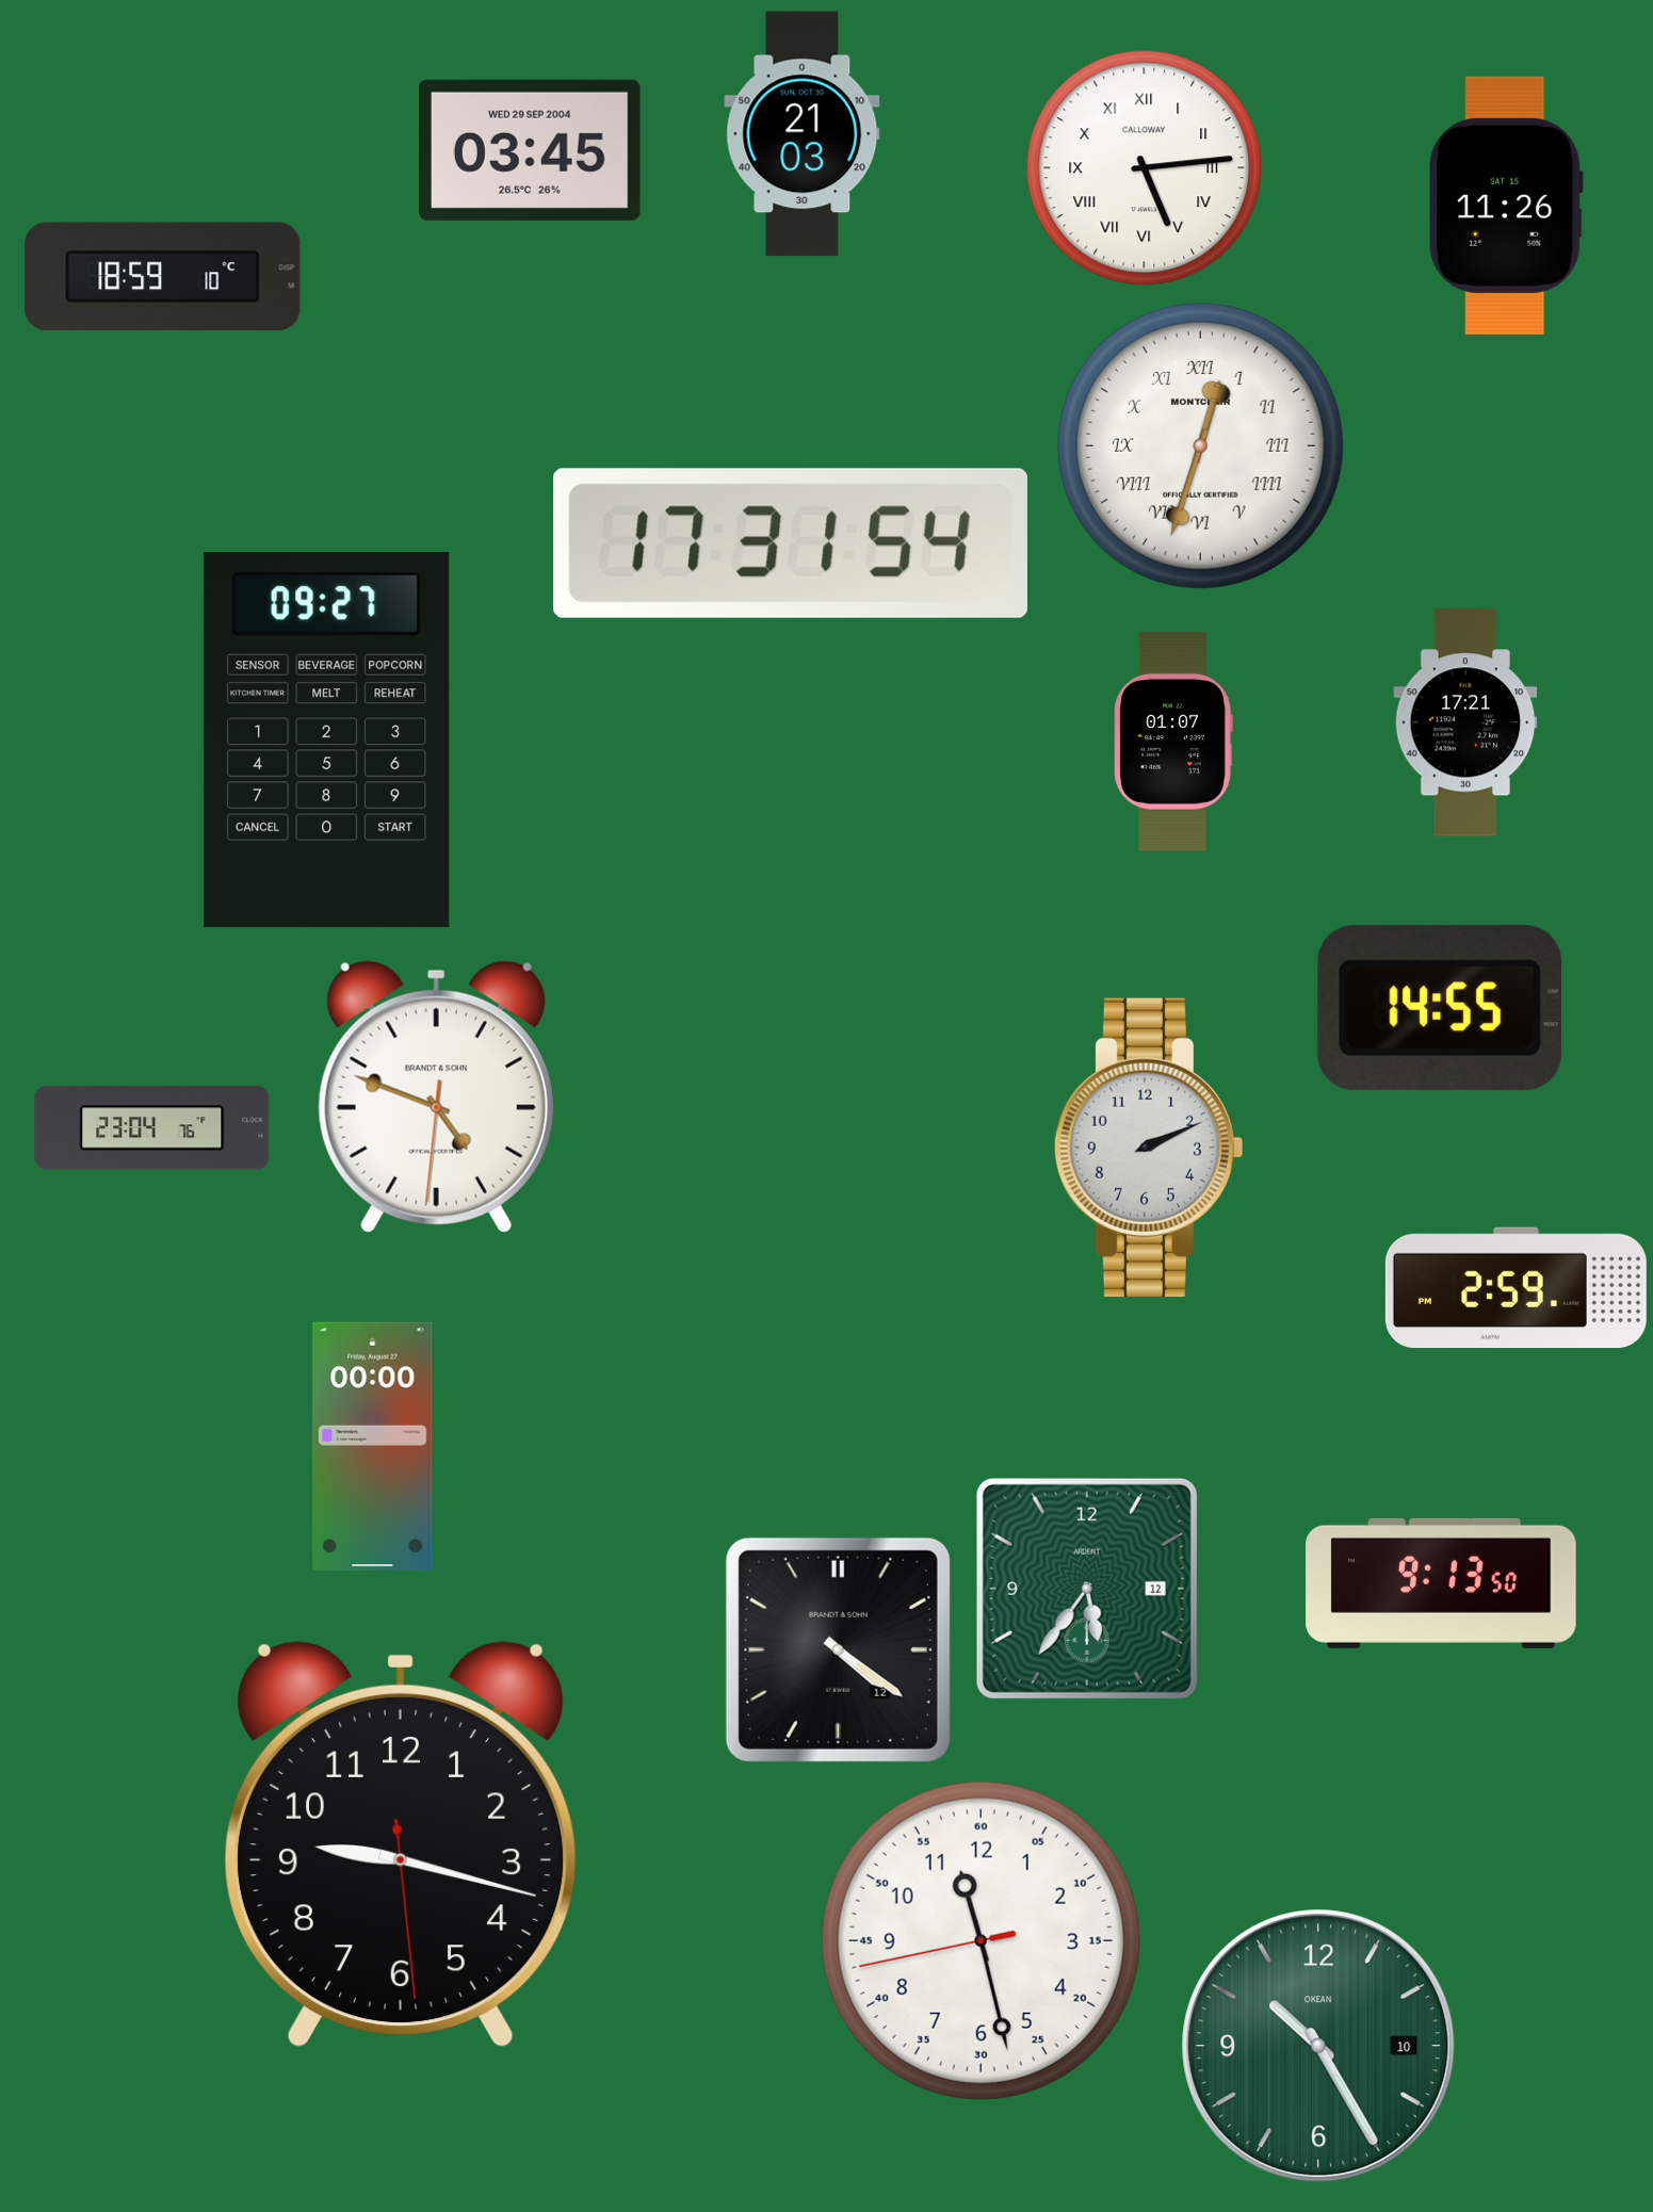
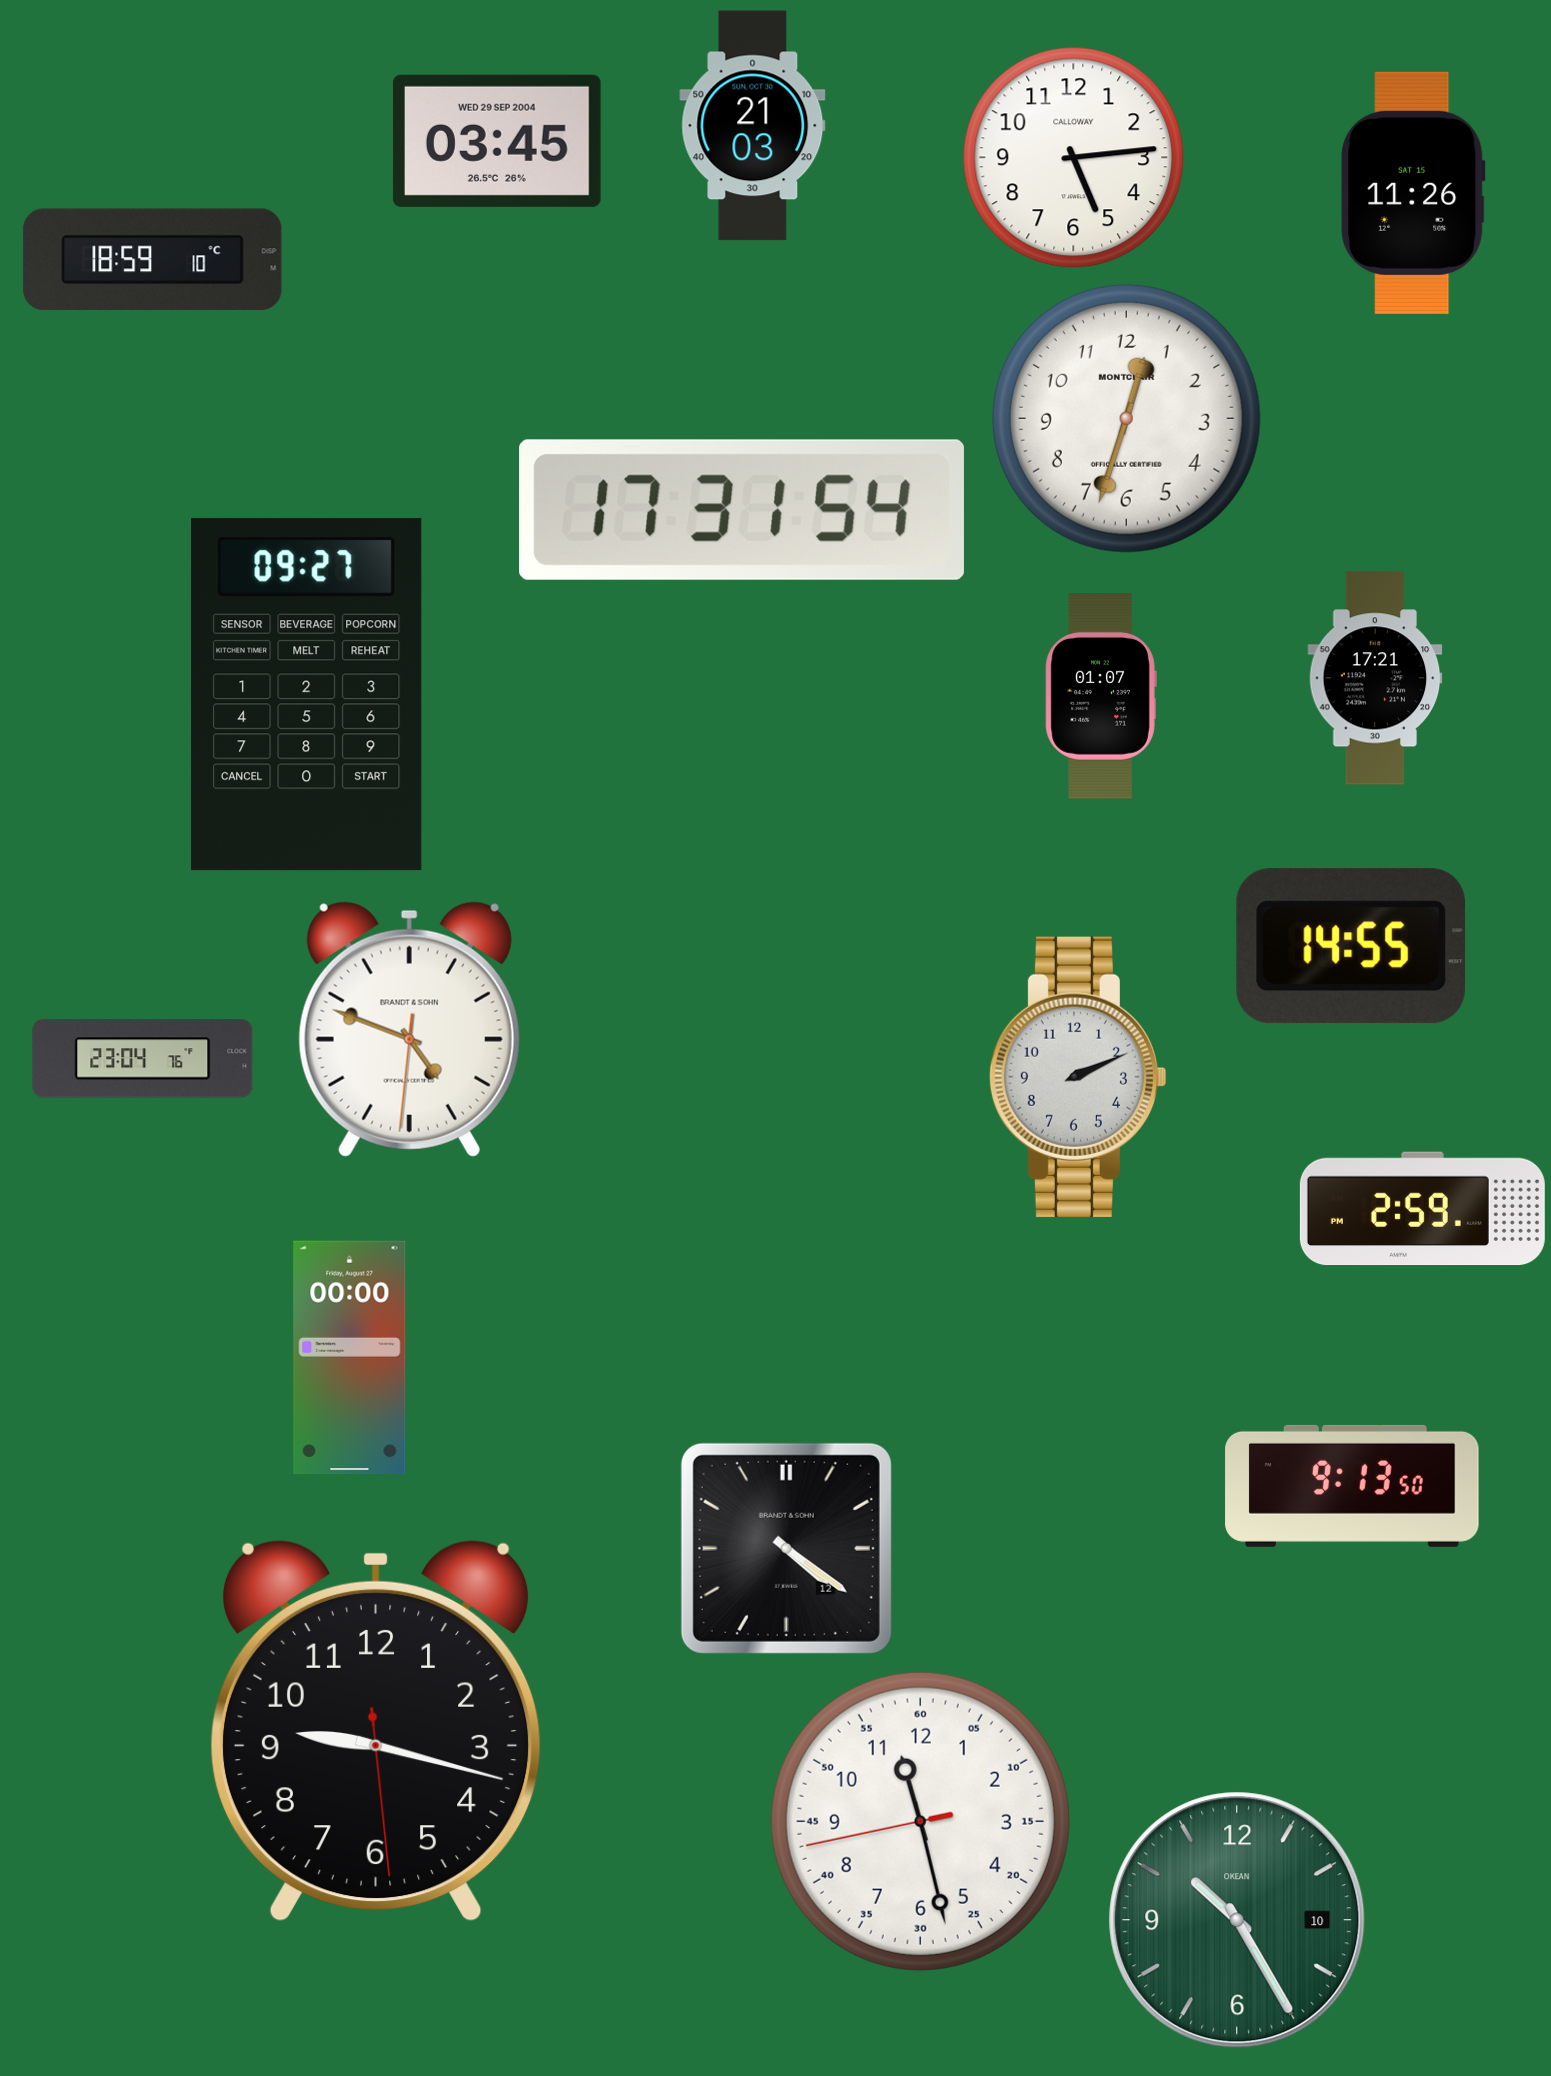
clock at (1145, 168) numerals: Roman -> Arabic
clock at (1200, 445) numerals: Roman -> Arabic
clock at (1087, 1589): 5:36 -> none
